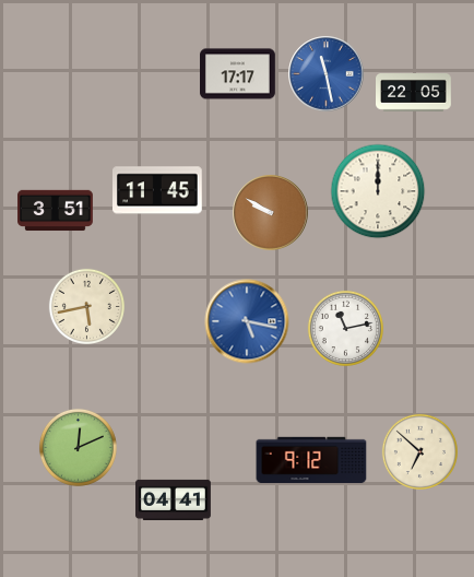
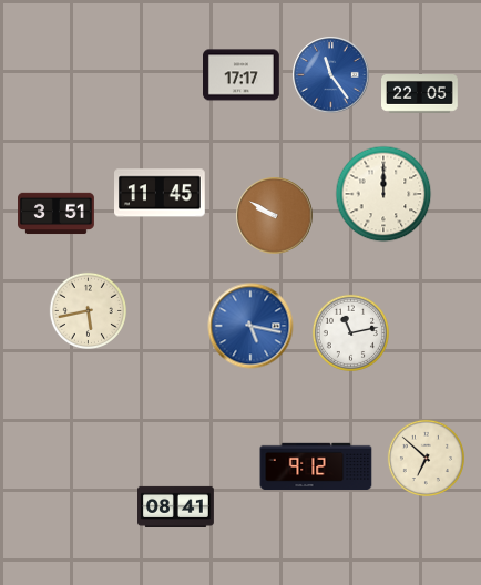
clock at (327, 74): 11:28 -> 11:24
clock at (78, 447): 12:11 -> none
clock at (174, 499): 04:41 -> 08:41
